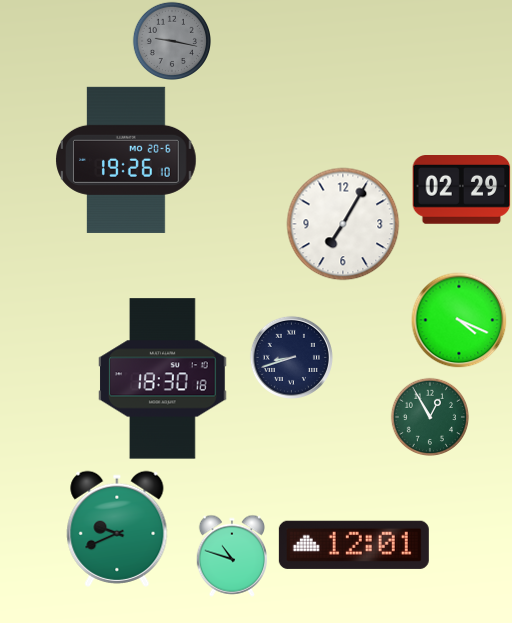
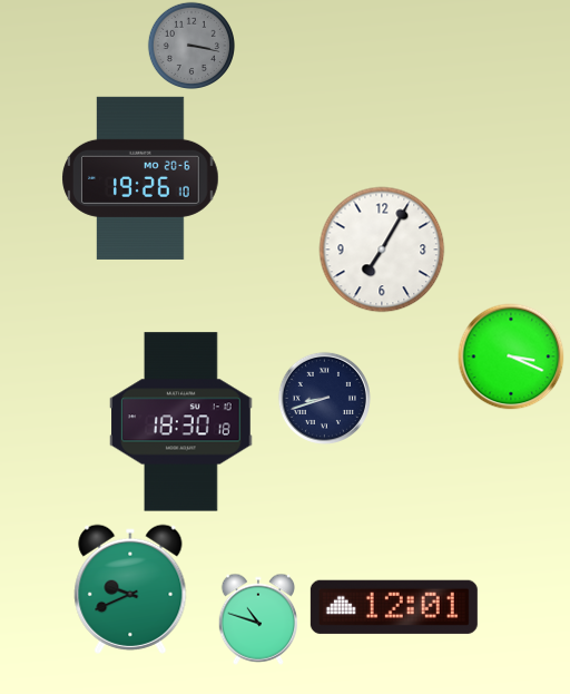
clock at (171, 40): 9:17 -> 3:17
clock at (462, 190): 02:29 -> none
clock at (459, 320): 4:19 -> 3:19
clock at (429, 416): 12:55 -> none
